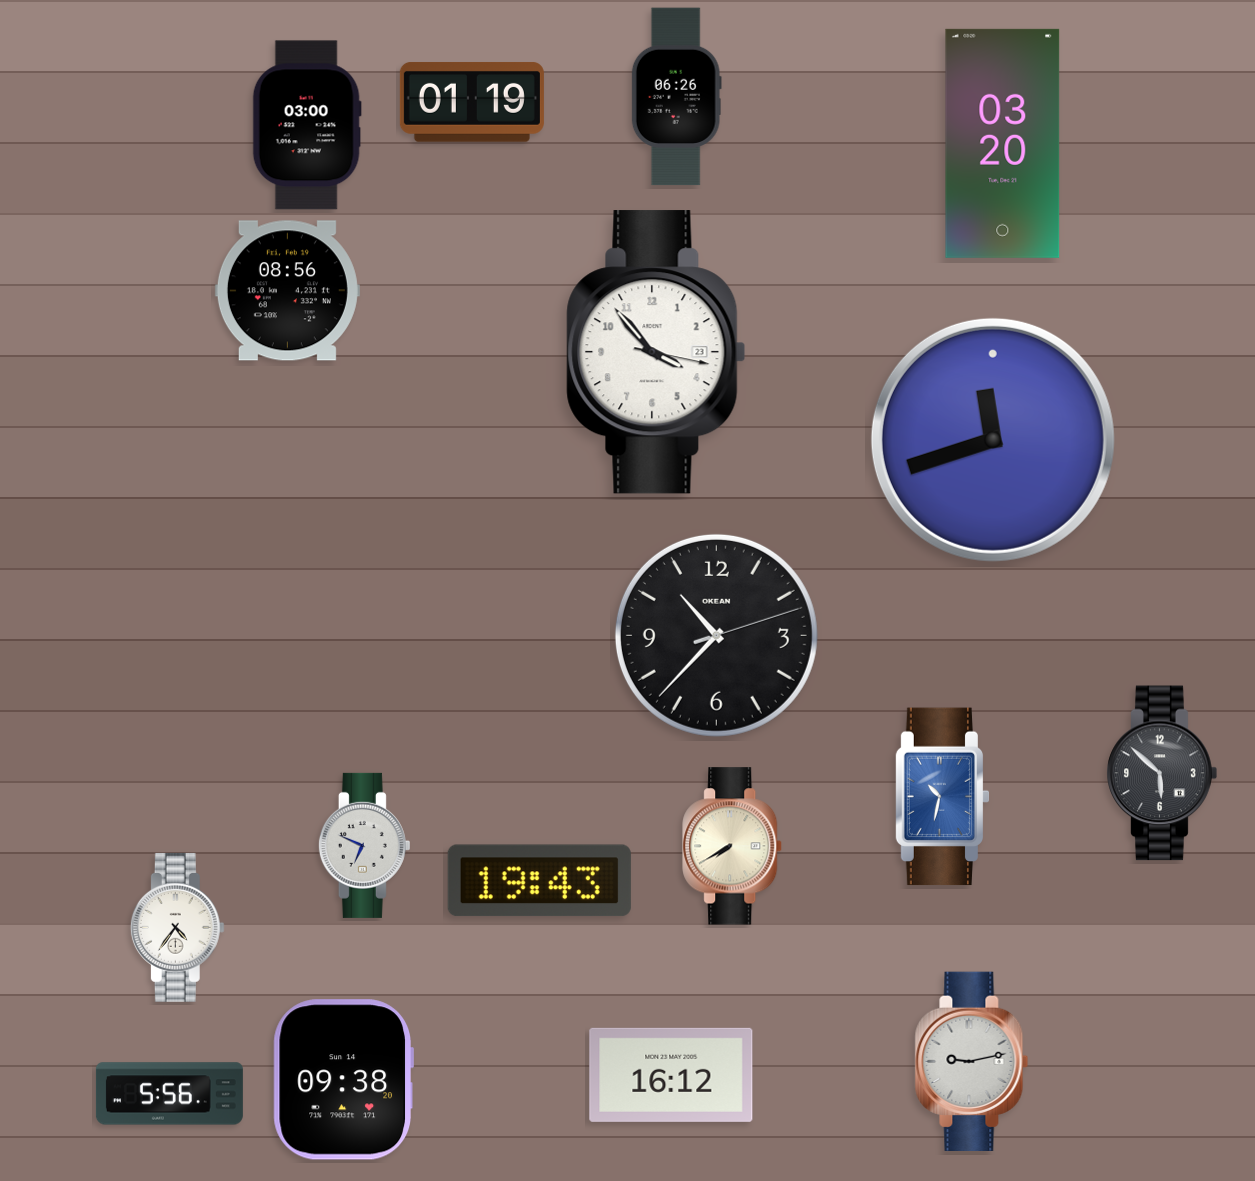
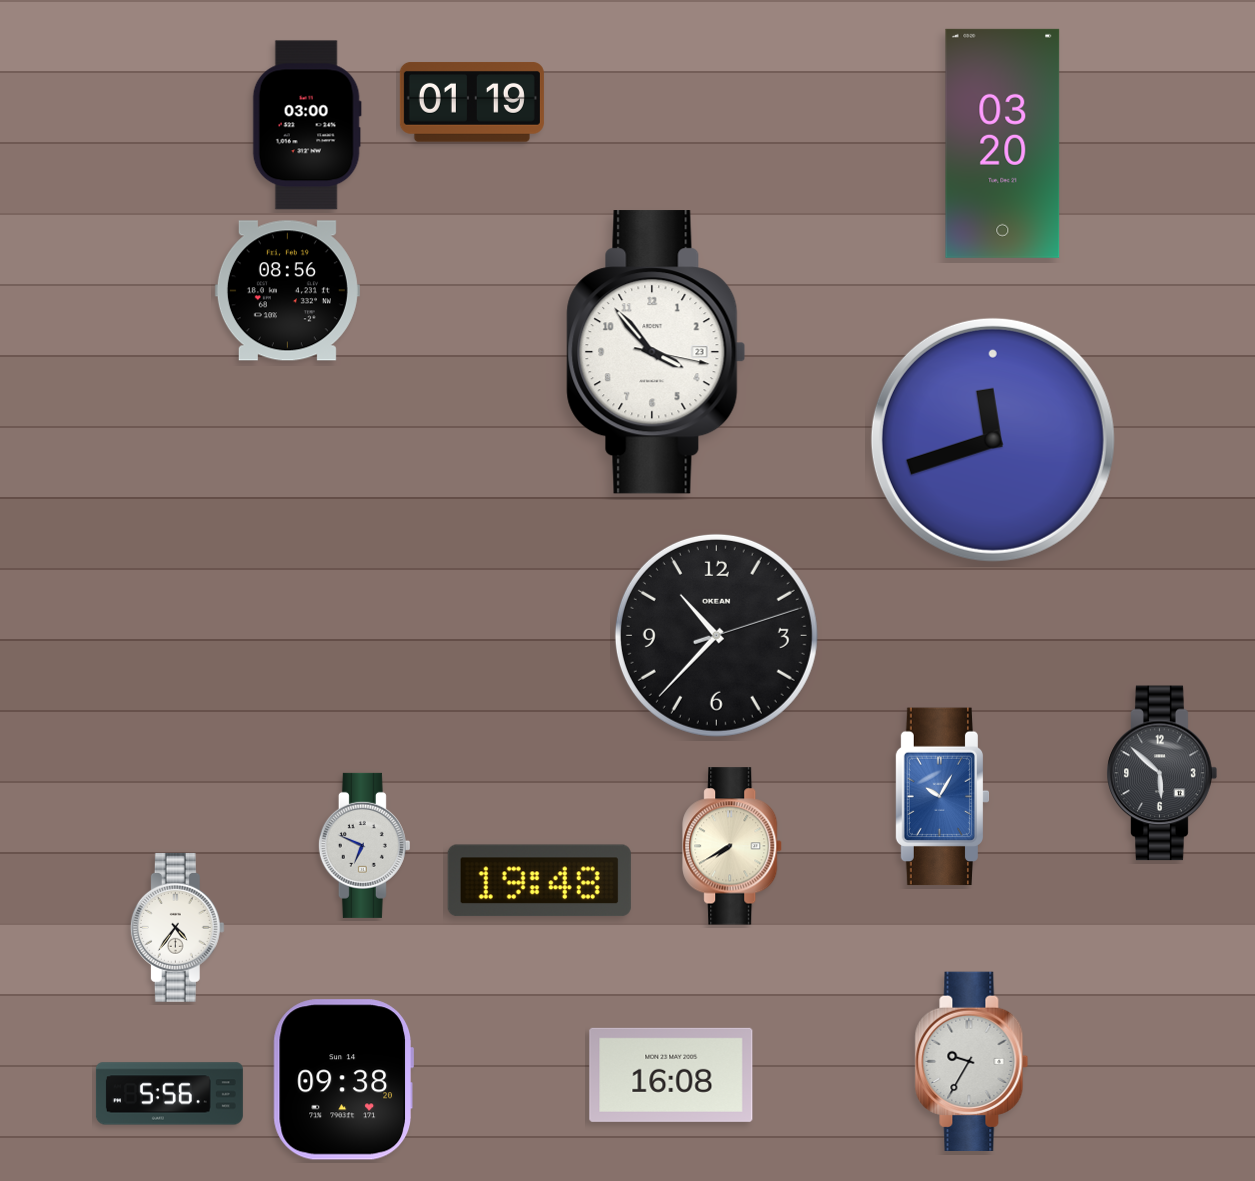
clock at (676, 97): 06:26 -> none
clock at (941, 797): 10:32 -> 10:05
clock at (539, 881): 19:43 -> 19:48
clock at (972, 1061): 9:13 -> 9:35
clock at (671, 1075): 16:12 -> 16:08
